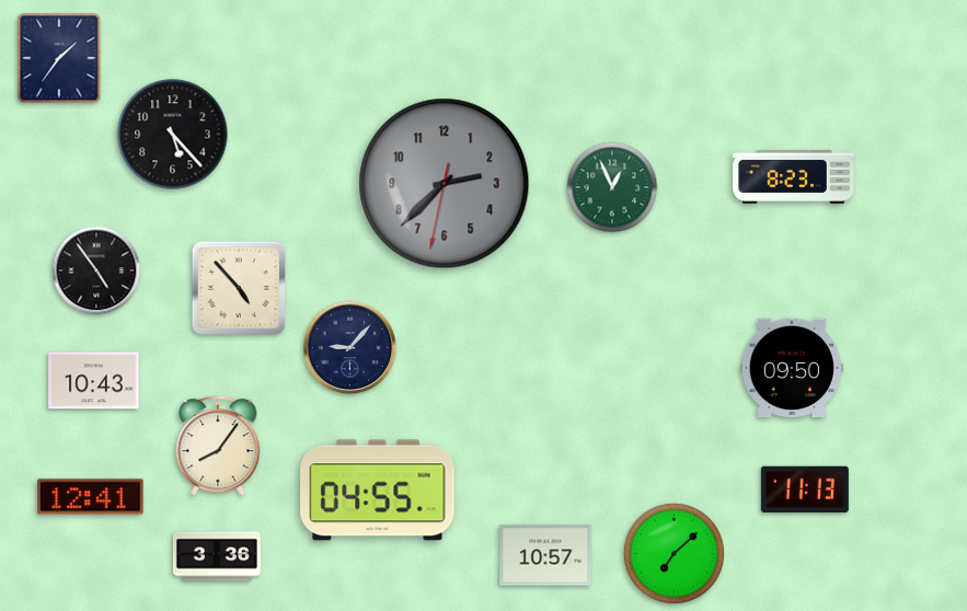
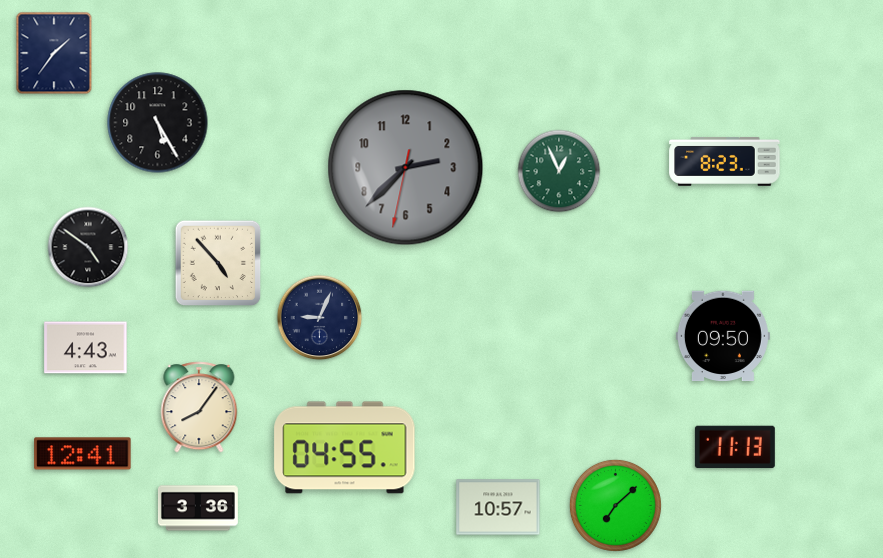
clock at (173, 135): 5:23 -> 5:25
clock at (96, 270): 4:54 -> 4:51
clock at (350, 348): 9:07 -> 9:04
clock at (94, 381): 10:43 -> 4:43
